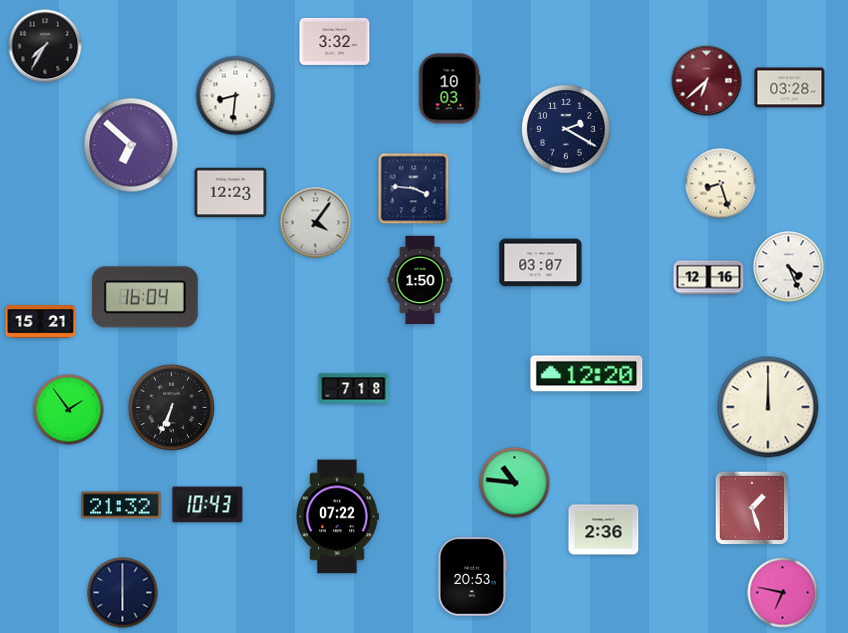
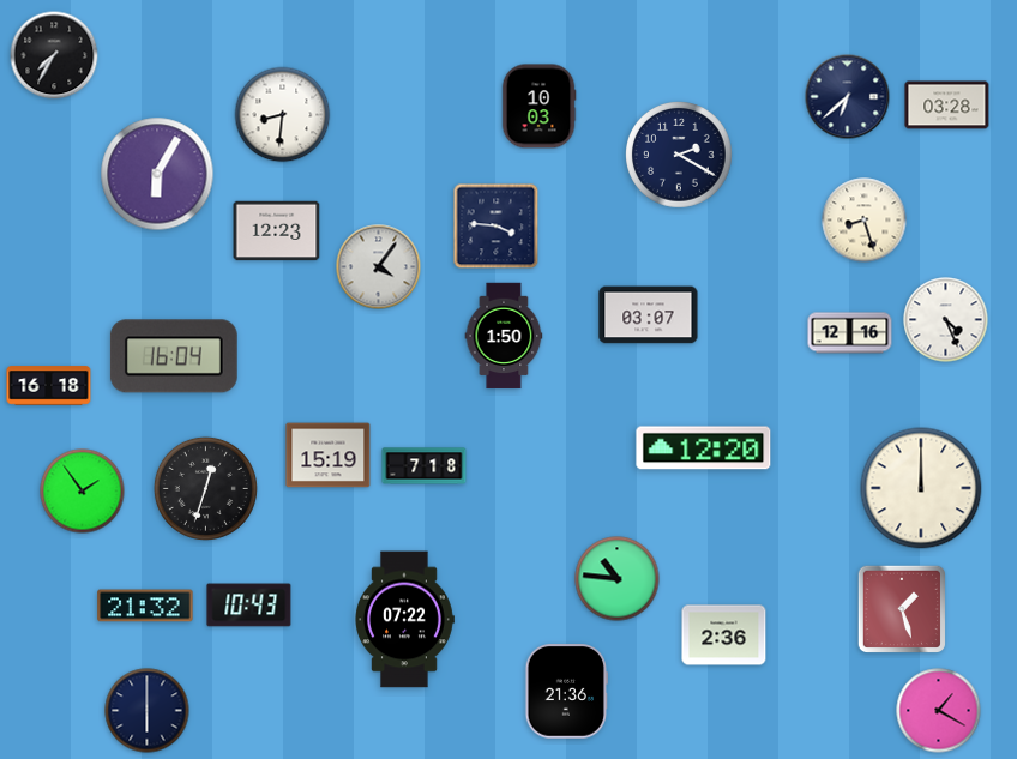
clock at (335, 41): 3:32 -> none
clock at (707, 81) dial: burgundy -> navy
clock at (131, 145): 6:52 -> 6:05
clock at (41, 322): 15:21 -> 16:18
clock at (329, 456): none -> 15:19
clock at (171, 407): 6:34 -> 12:33
clock at (473, 577): 20:53 -> 21:36
clock at (783, 593): 6:47 -> 1:20
